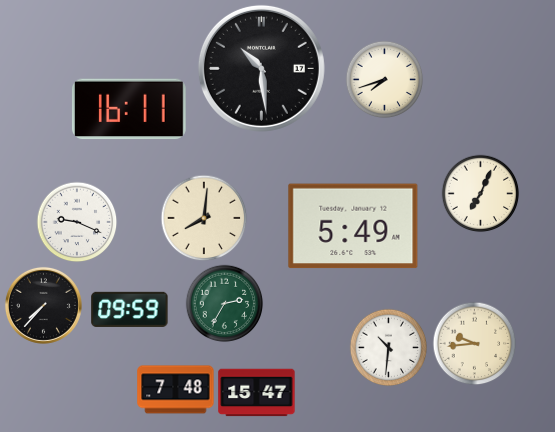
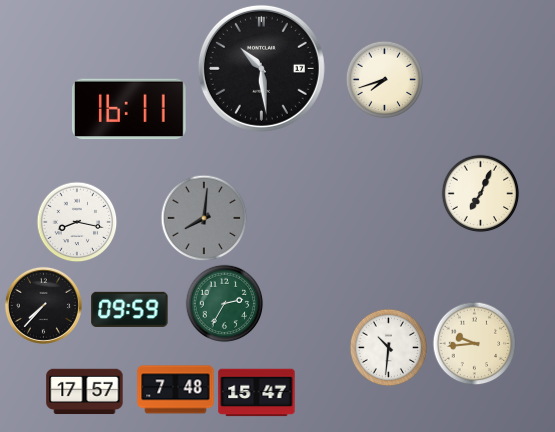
clock at (204, 218) dial: cream -> grey
clock at (77, 222): 9:19 -> 8:17
clock at (353, 226): 5:49 -> none
clock at (85, 392): none -> 17:57
